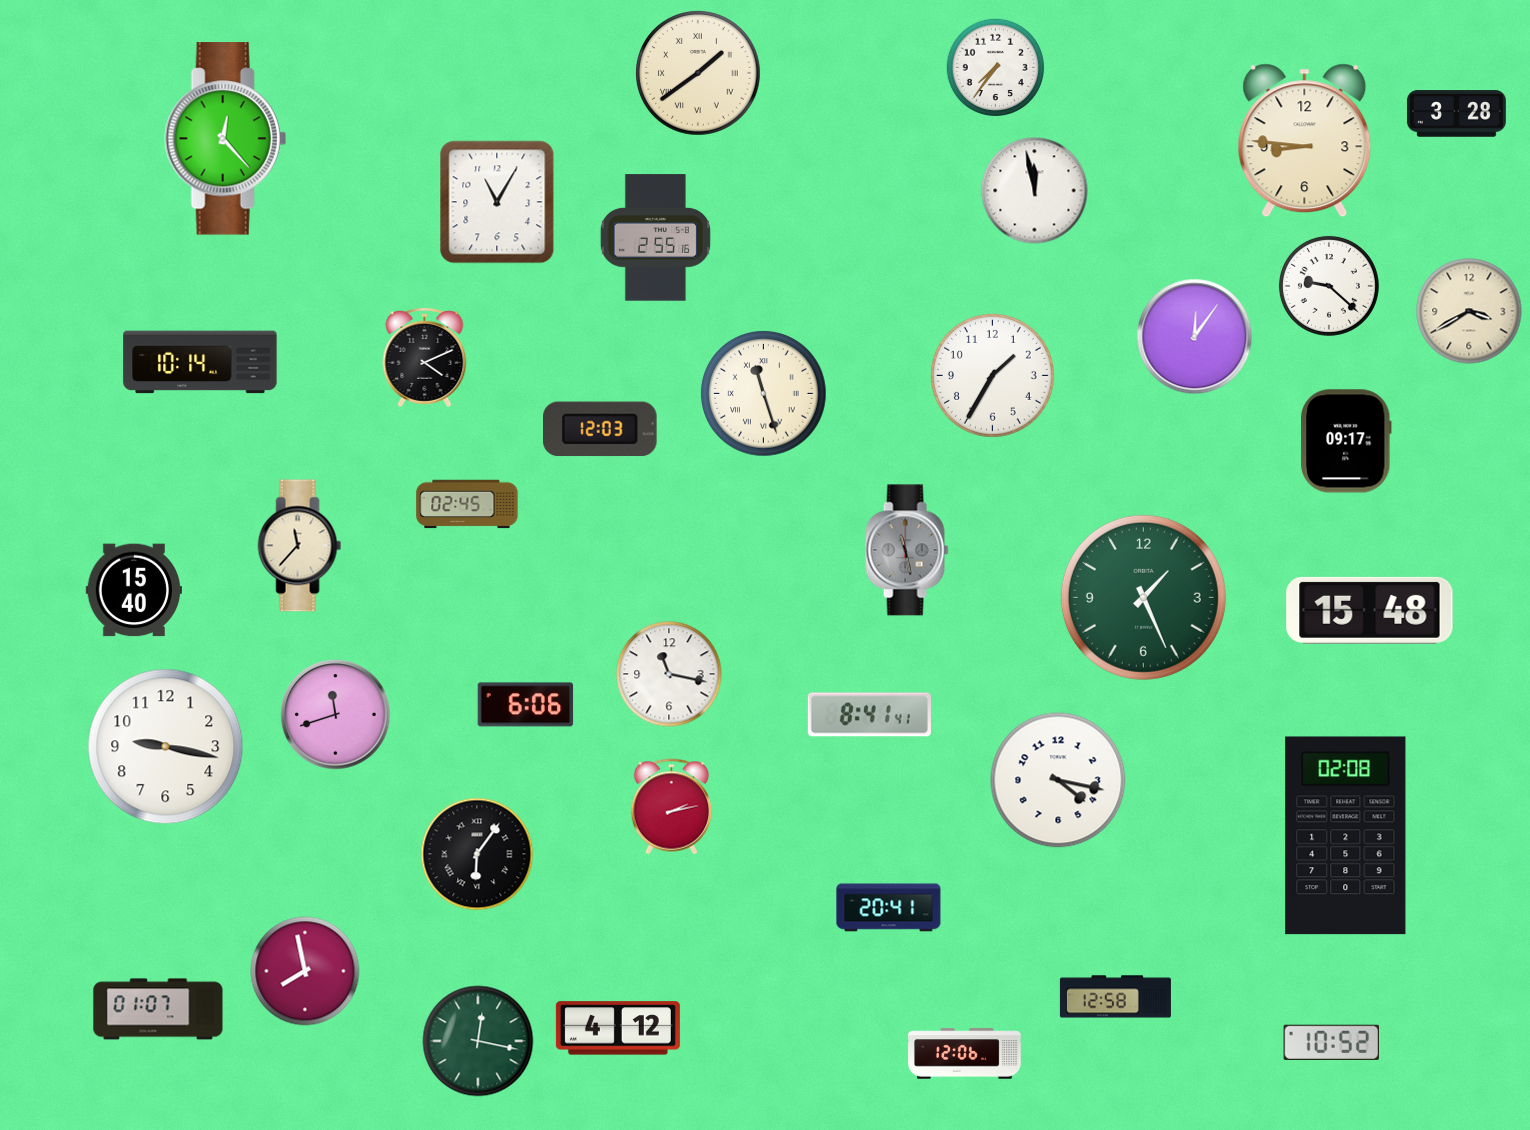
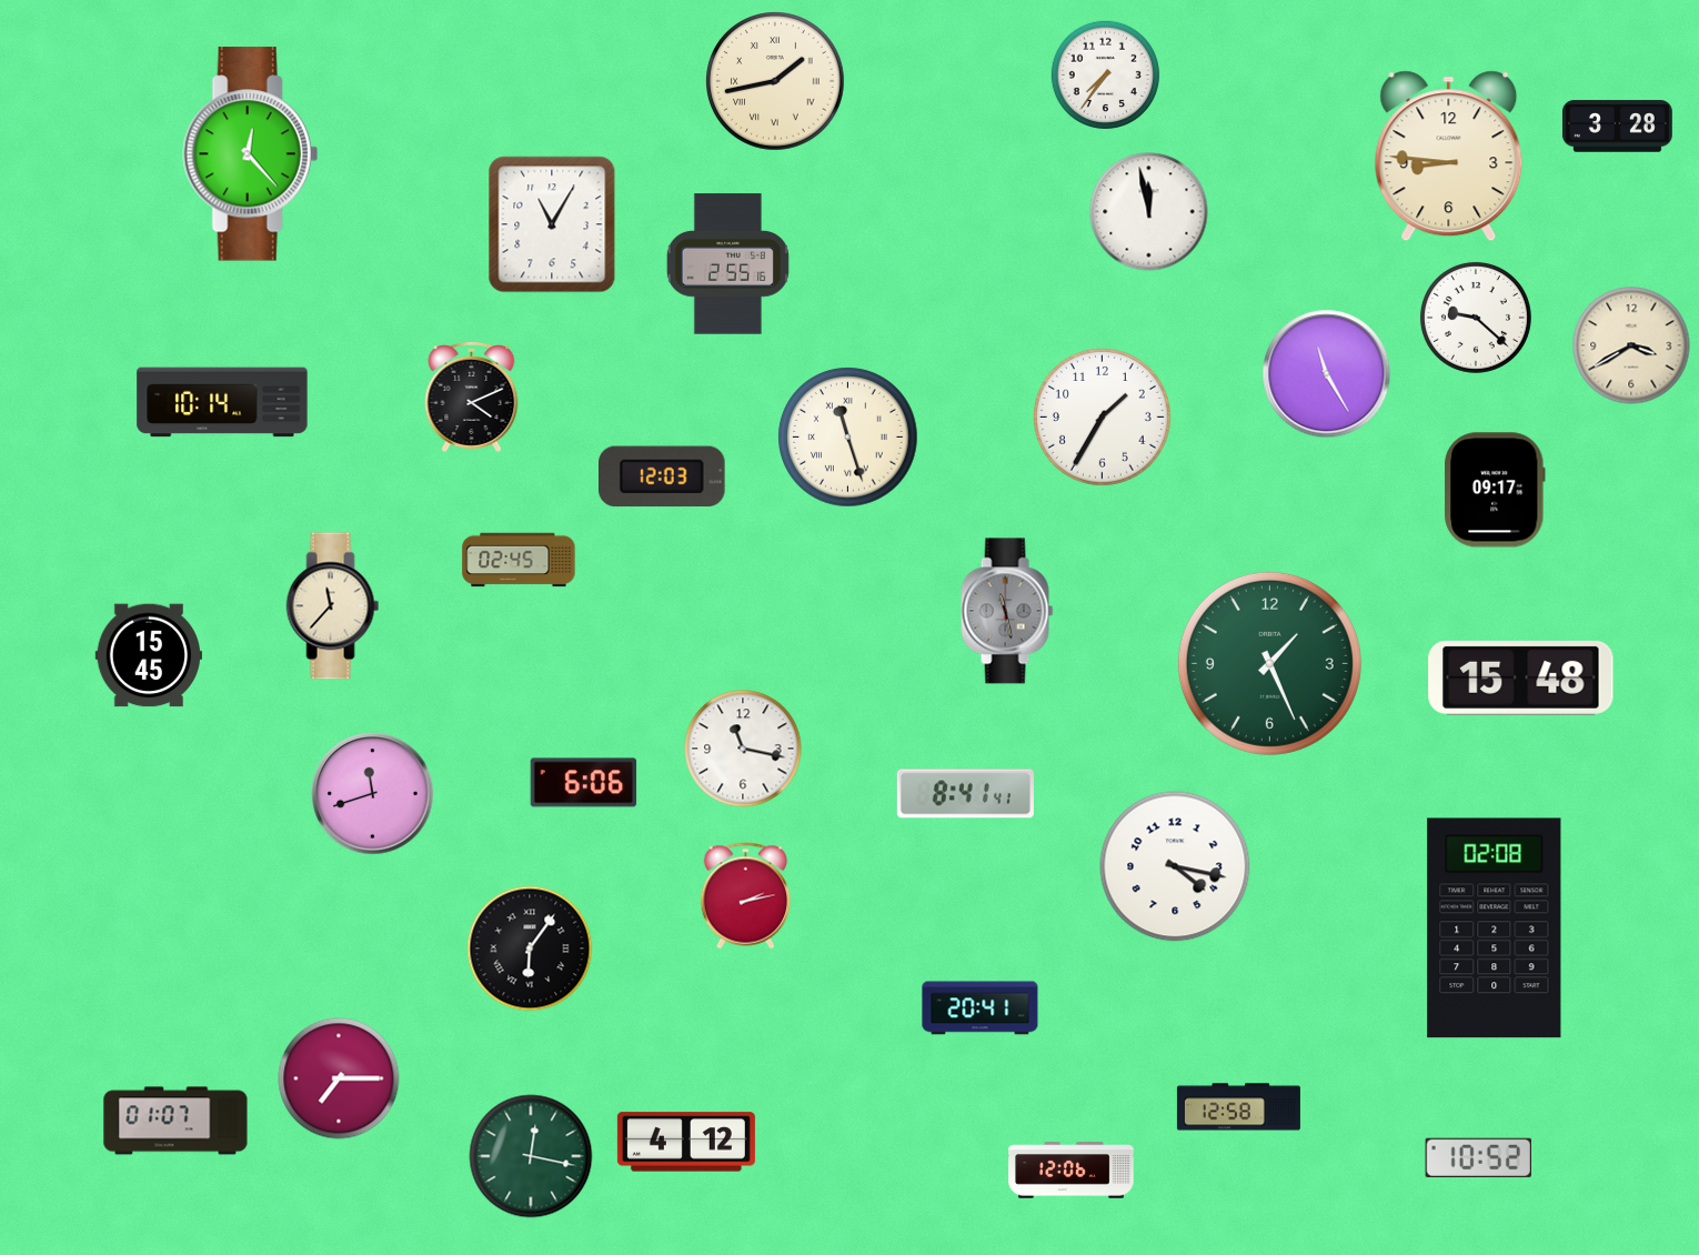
clock at (699, 74): 1:39 -> 1:43
clock at (1195, 337): 12:06 -> 11:25
clock at (601, 429) position: (601, 429) -> (663, 476)
clock at (133, 590): 15:40 -> 15:45
clock at (166, 747): 9:17 -> none
clock at (889, 908) position: (889, 908) -> (981, 1008)
clock at (305, 971): 7:58 -> 7:15
